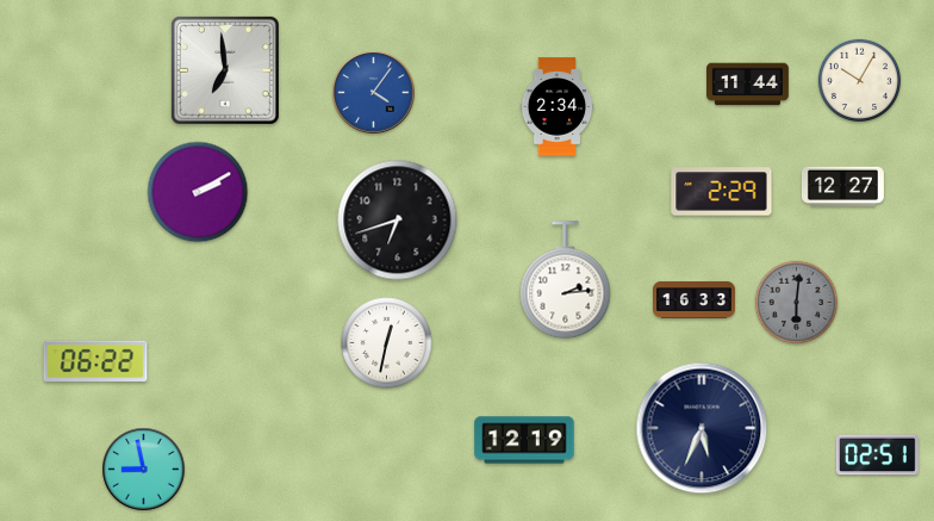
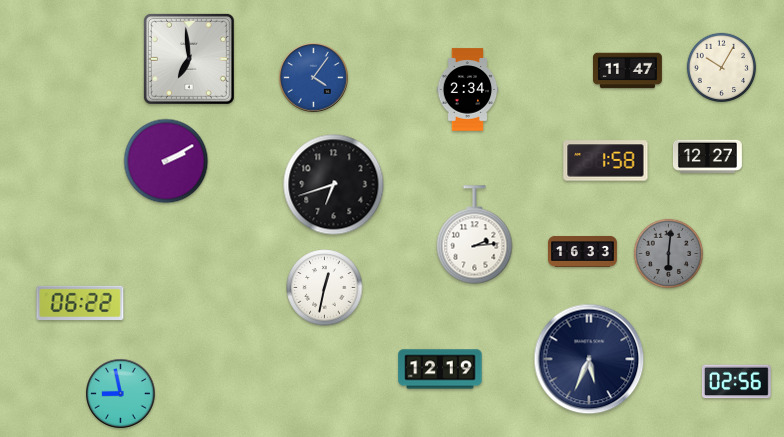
clock at (748, 85): 11:44 -> 11:47
clock at (722, 192): 2:29 -> 1:58
clock at (877, 455): 02:51 -> 02:56
